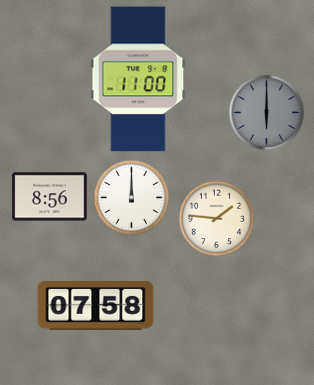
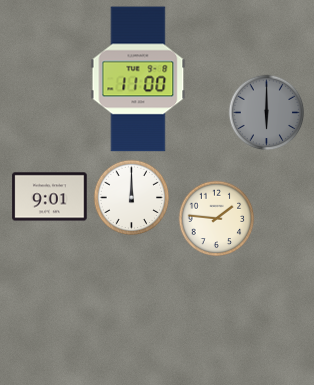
clock at (50, 197): 8:56 -> 9:01
clock at (96, 306): 07:58 -> none
